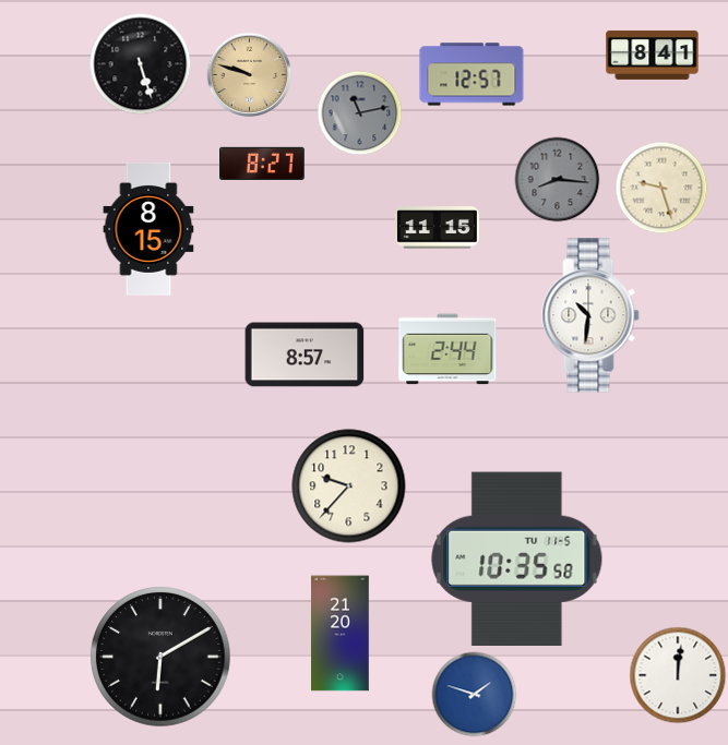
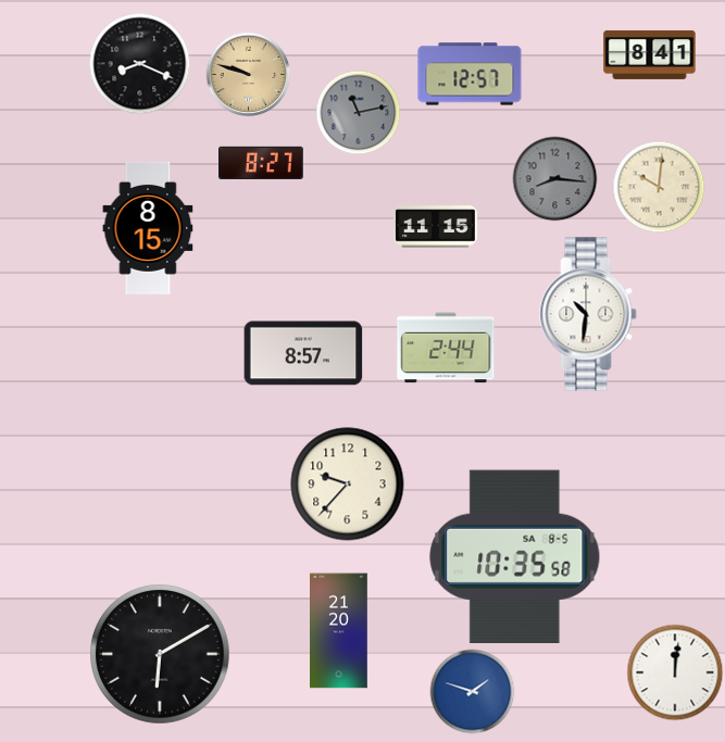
clock at (140, 63): 5:27 -> 8:19
clock at (661, 188): 9:27 -> 10:01
clock at (517, 558) date: TU 11-5 -> SA 8-5
